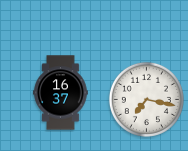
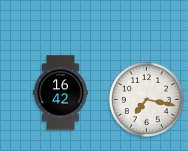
clock at (61, 93): 16:37 -> 16:42
